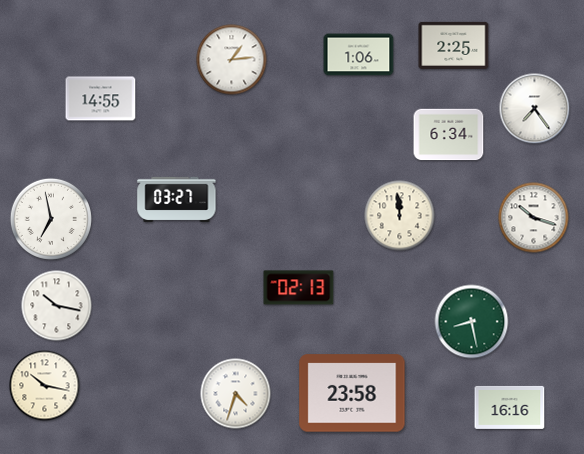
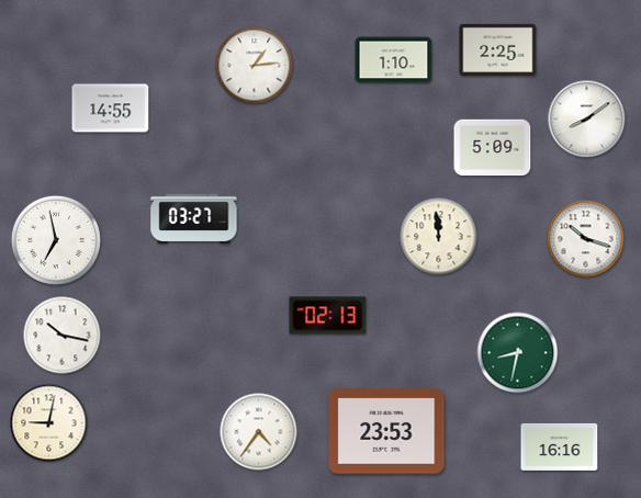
clock at (359, 55): 1:06 -> 1:10
clock at (535, 109): 7:24 -> 8:09
clock at (449, 135): 6:34 -> 5:09
clock at (472, 322): 8:28 -> 8:32
clock at (45, 386): 10:17 -> 9:02
clock at (352, 393): 23:58 -> 23:53
clock at (236, 394): 4:33 -> 4:36
